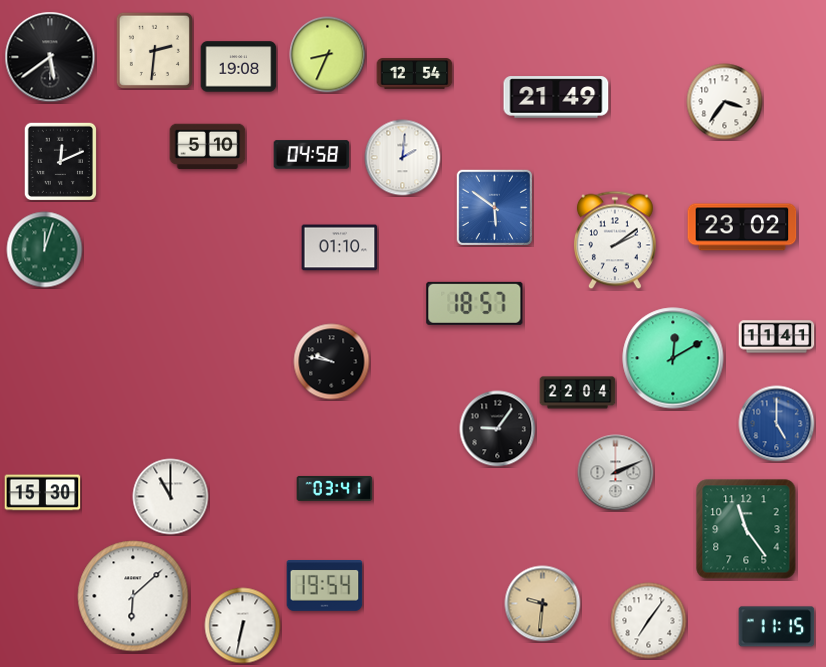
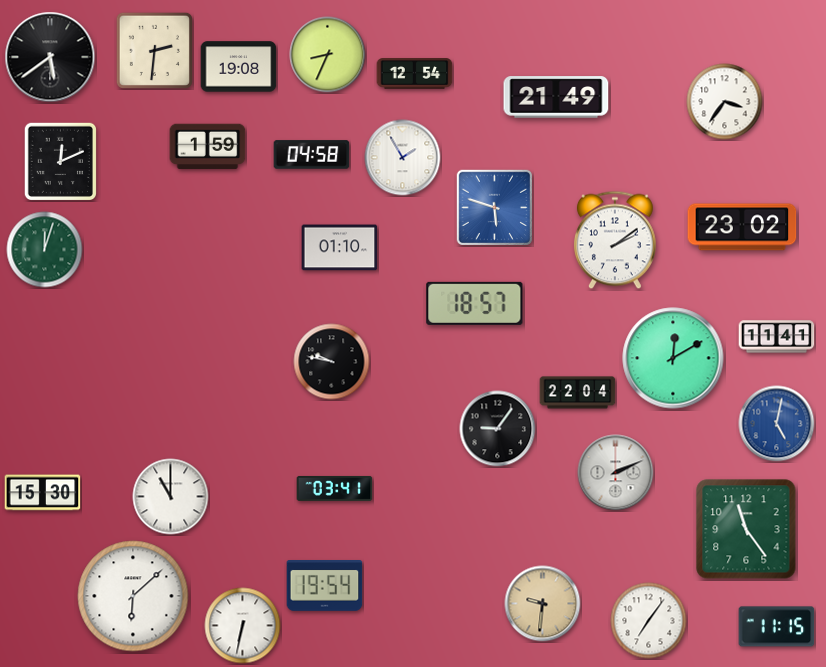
clock at (208, 147): 5:10 -> 1:59
clock at (403, 158): 2:01 -> 1:55
clock at (494, 207): 5:51 -> 5:48
clock at (777, 424): 5:00 -> 5:02
